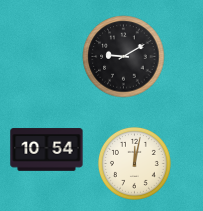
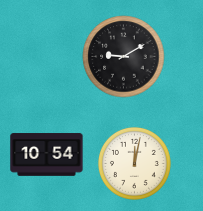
clock at (47, 150) position: (47, 150) -> (47, 155)
